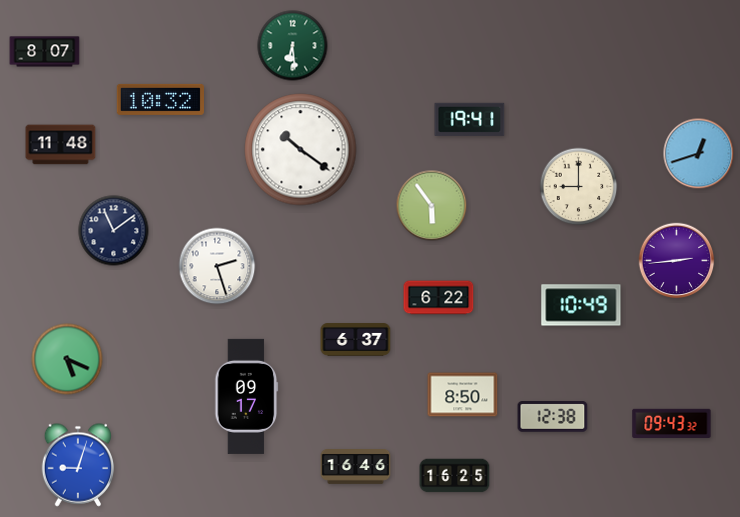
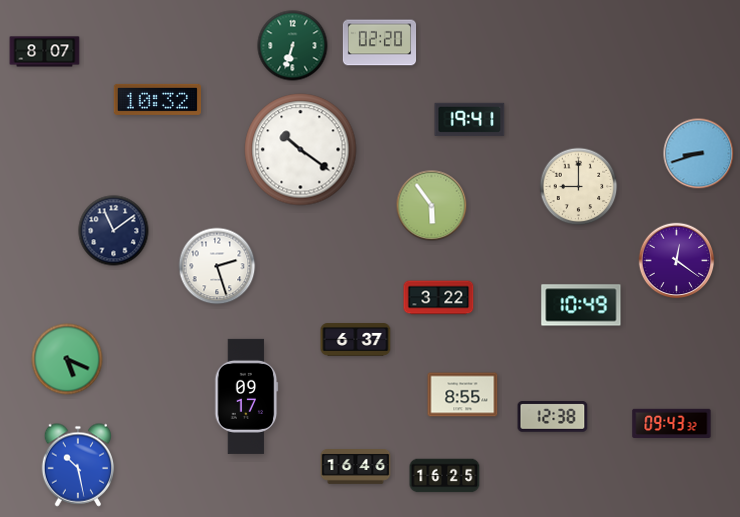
clock at (380, 43): none -> 02:20
clock at (293, 46): 6:29 -> 6:33
clock at (160, 99) position: (160, 99) -> (157, 99)
clock at (61, 145): 11:48 -> none
clock at (699, 154): 12:42 -> 8:42
clock at (677, 261): 2:44 -> 12:21
clock at (439, 298): 6:22 -> 3:22
clock at (463, 395): 8:50 -> 8:55
clock at (78, 465): 9:03 -> 10:28
clock at (455, 476) position: (455, 476) -> (445, 476)
